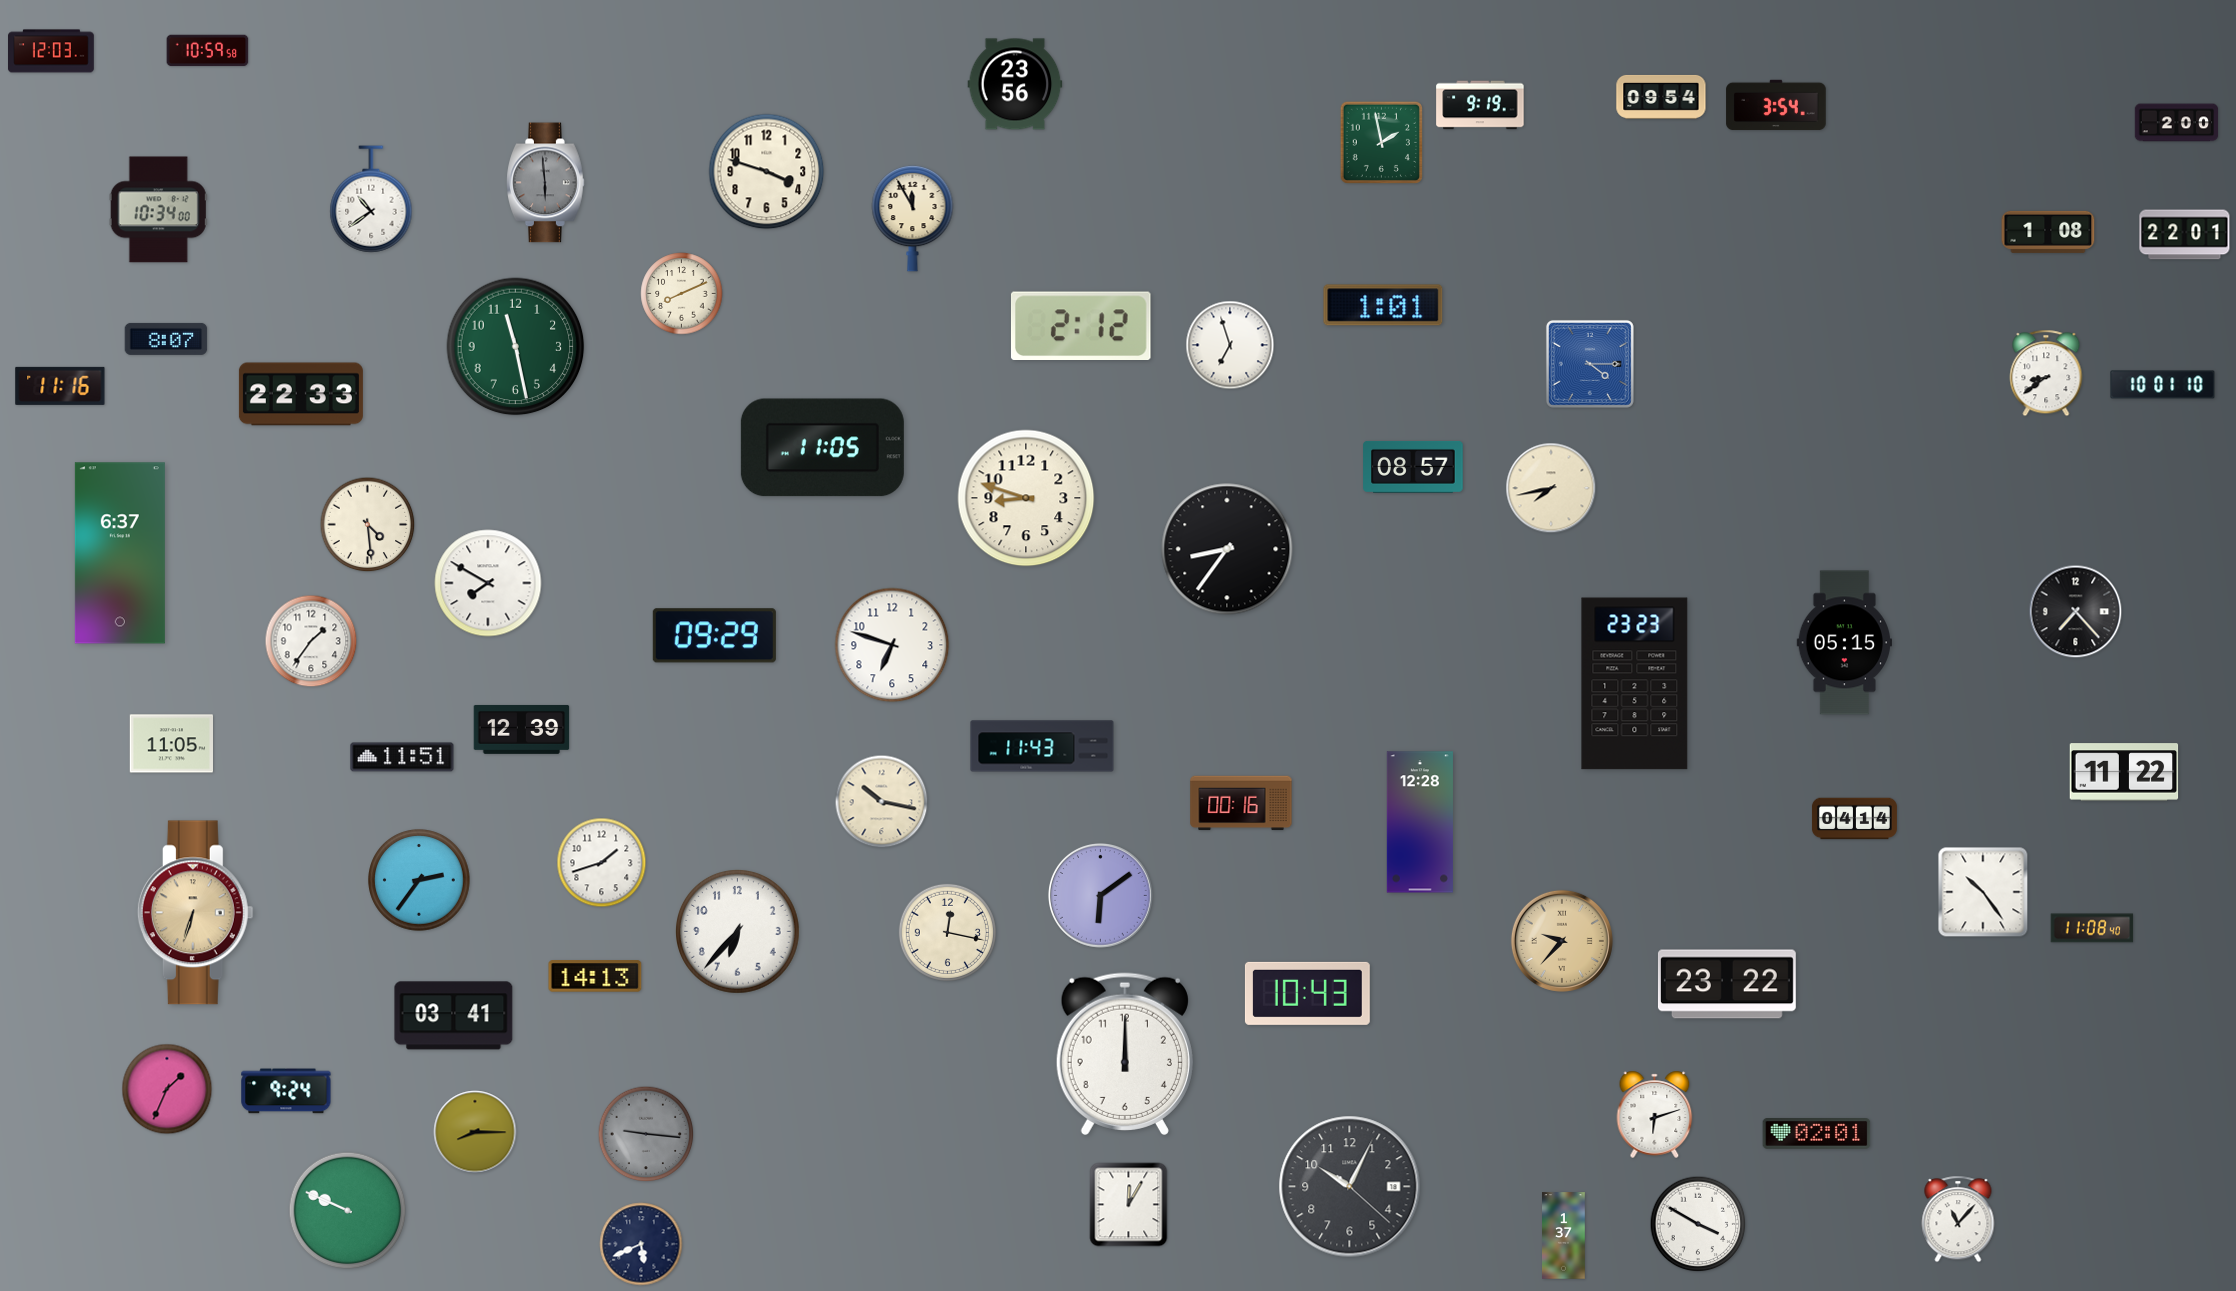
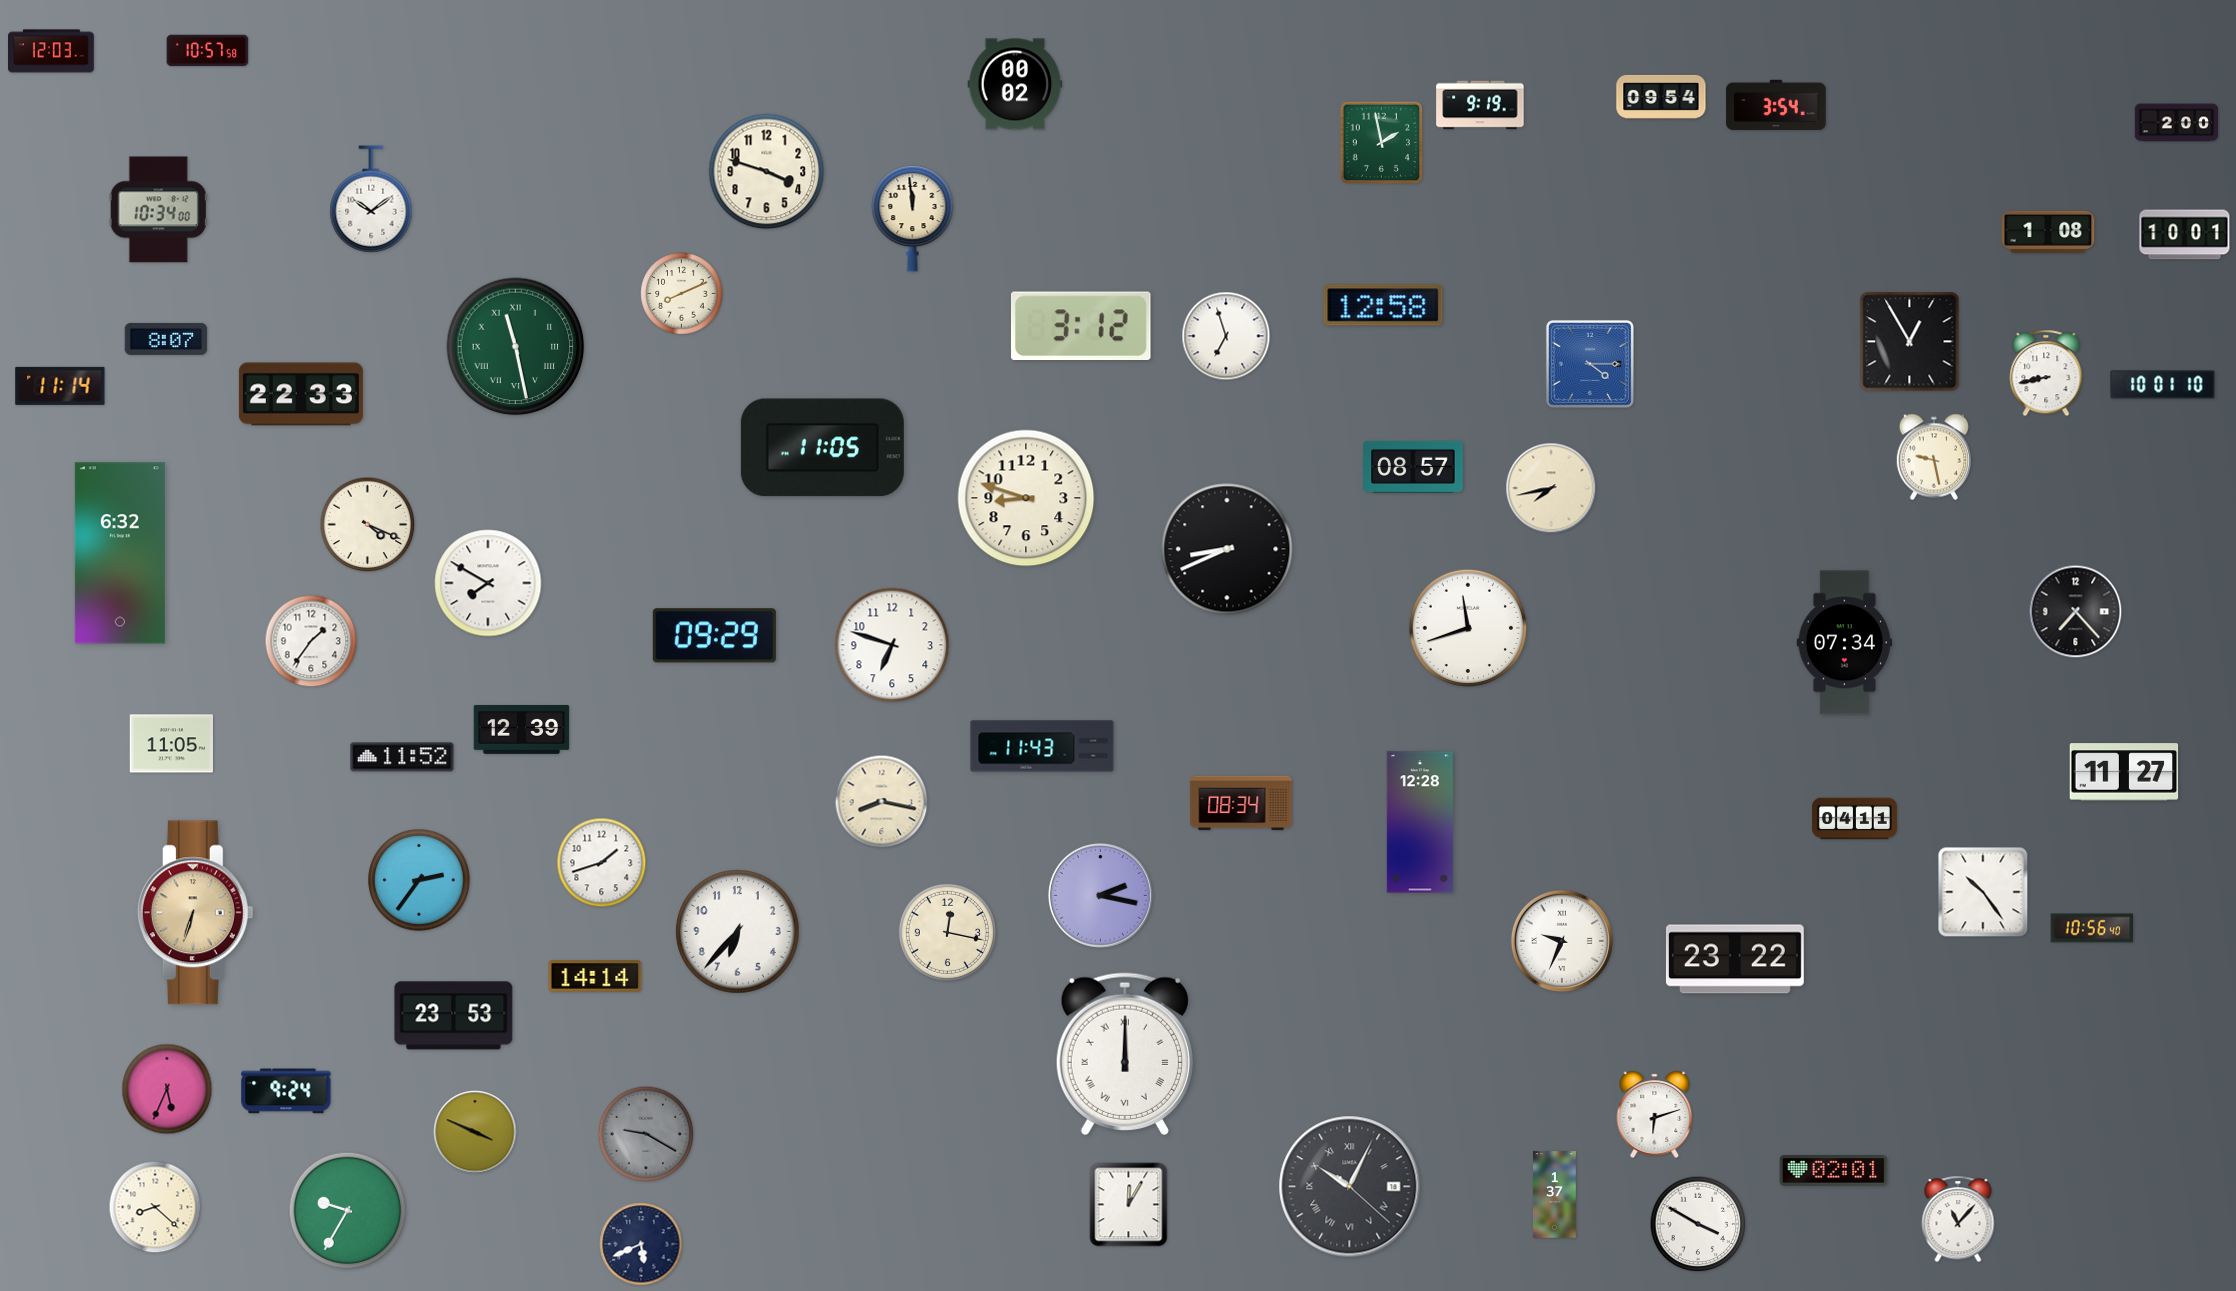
clock at (208, 51): 10:59 -> 10:57
clock at (1015, 84): 23:56 -> 00:02
clock at (546, 183): 5:59 -> none
clock at (371, 199): 10:39 -> 10:09
clock at (913, 218): 11:55 -> 11:59
clock at (2185, 235): 22:01 -> 10:01
clock at (1383, 305): 1:01 -> 12:58
clock at (1081, 325): 2:12 -> 3:12
clock at (1910, 342): none -> 12:55
clock at (1230, 345) position: (1230, 345) -> (1226, 336)
clock at (516, 347) numerals: Arabic -> Roman
clock at (2046, 373): 8:39 -> 8:43
clock at (60, 386): 11:16 -> 11:14
clock at (1934, 457): none -> 9:28
clock at (368, 525): 4:29 -> 4:19
clock at (1227, 549): 8:36 -> 8:41
clock at (120, 553): 6:37 -> 6:32
clock at (1468, 628): none -> 11:42
clock at (1844, 643): 05:15 -> 07:34
clock at (1635, 684): 23:23 -> none
clock at (402, 757): 11:51 -> 11:52
clock at (2124, 772): 11:22 -> 11:27
clock at (882, 802): 10:17 -> 8:17
clock at (1241, 803): 00:16 -> 08:34
clock at (1854, 819): 04:14 -> 04:11
clock at (1100, 895): 6:09 -> 2:17
clock at (2092, 928): 11:08 -> 10:56
clock at (1562, 941): 9:37 -> 9:34
clock at (1562, 941) dial: champagne -> white
clock at (595, 976): 14:13 -> 14:14
clock at (1727, 984) position: (1727, 984) -> (1735, 959)
clock at (1307, 993): 10:43 -> none
clock at (454, 1016): 03:41 -> 23:53
clock at (1125, 1054) numerals: Arabic -> Roman
clock at (167, 1089): 1:34 -> 5:34
clock at (475, 1132): 8:15 -> 3:49
clock at (646, 1134): 9:16 -> 9:20
clock at (1817, 1134) position: (1817, 1134) -> (1834, 1171)
clock at (1350, 1187) numerals: Arabic -> Roman
clock at (155, 1207): none -> 8:22
clock at (348, 1211): 9:49 -> 9:35
clock at (1564, 1236) position: (1564, 1236) -> (1555, 1195)
